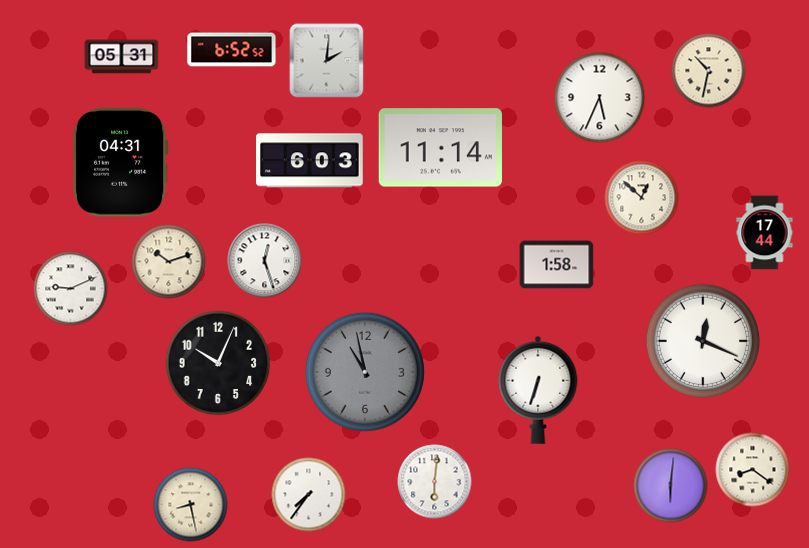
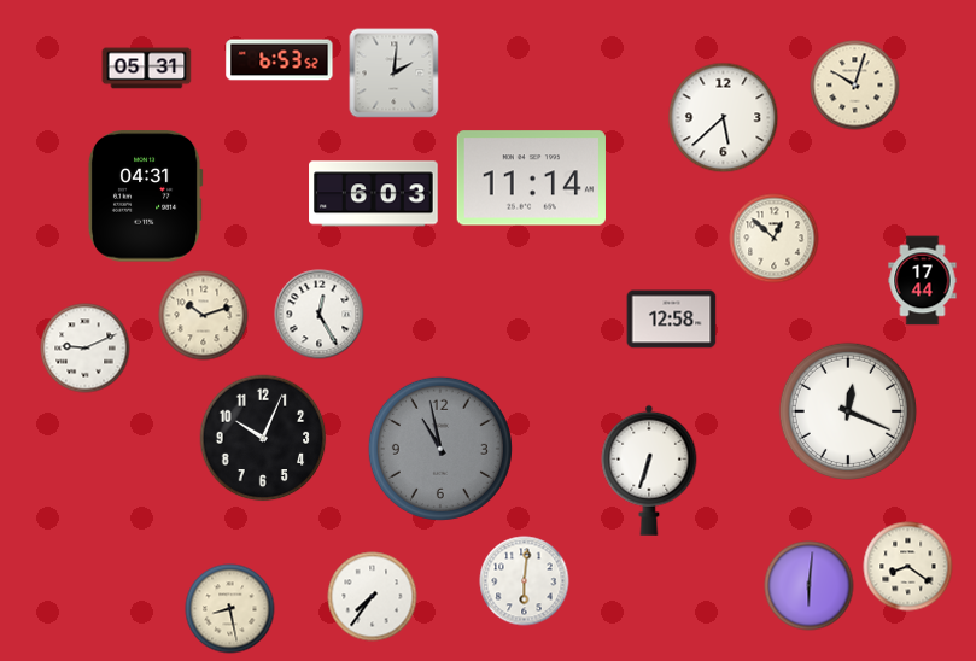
clock at (232, 50): 6:52 -> 6:53
clock at (709, 71): 10:32 -> 10:03
clock at (600, 98): 5:34 -> 5:38
clock at (265, 261): 12:27 -> 12:25
clock at (557, 265): 1:58 -> 12:58
